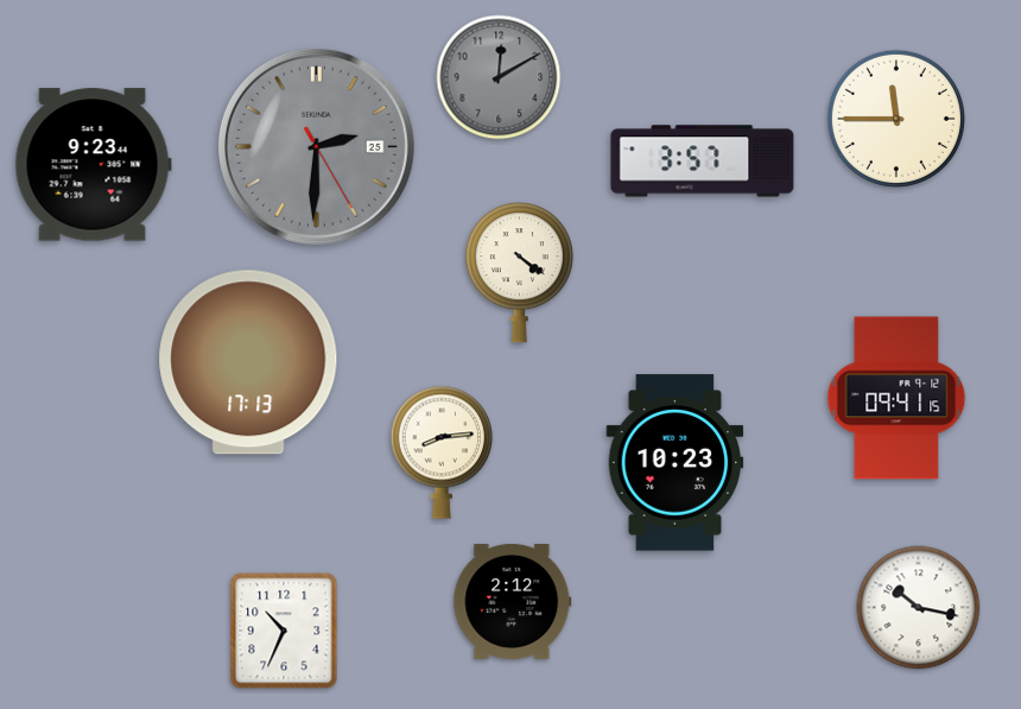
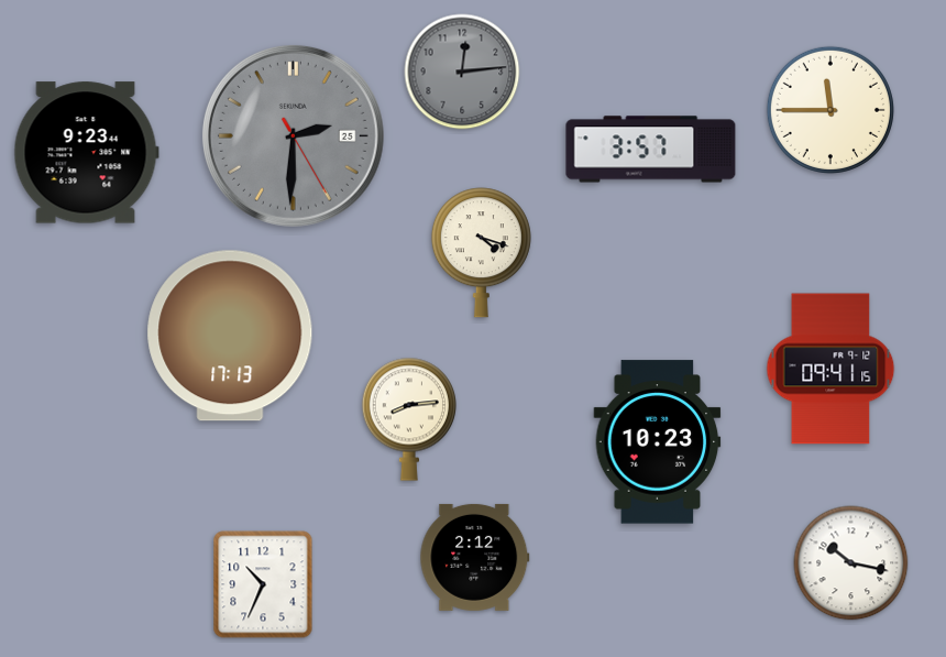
clock at (499, 77): 12:10 -> 12:14
clock at (519, 273): 4:21 -> 4:18
clock at (676, 463) position: (676, 463) -> (658, 442)
